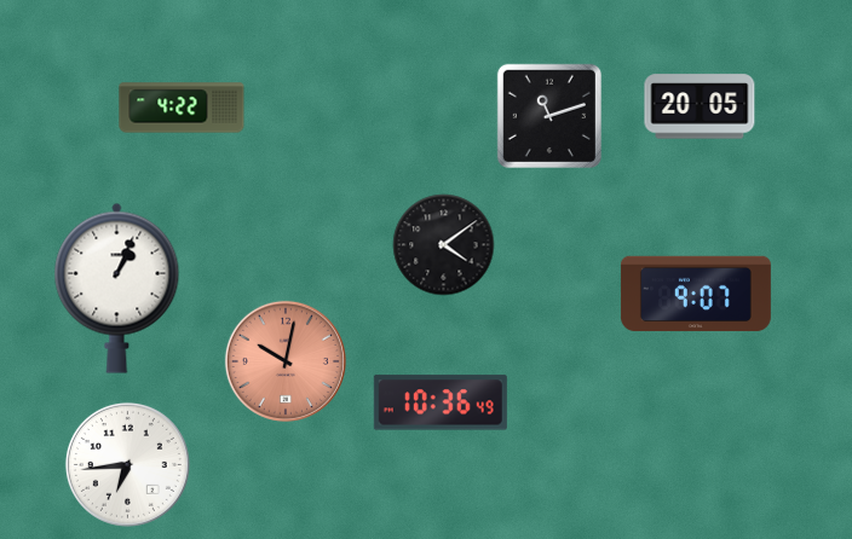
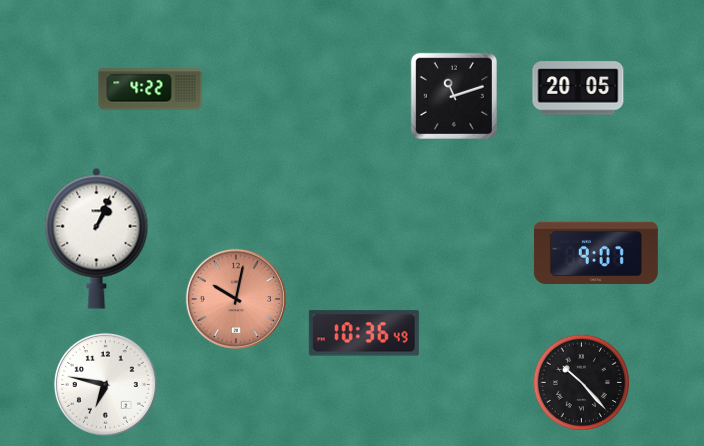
clock at (444, 245): 4:09 -> none
clock at (696, 294) position: (696, 294) -> (596, 253)
clock at (582, 383): none -> 10:23
clock at (127, 464): 6:44 -> 6:47
